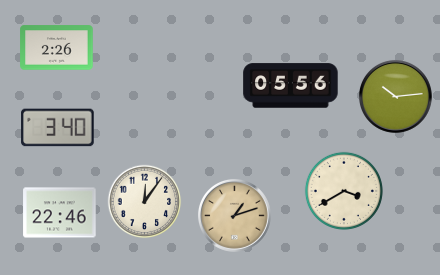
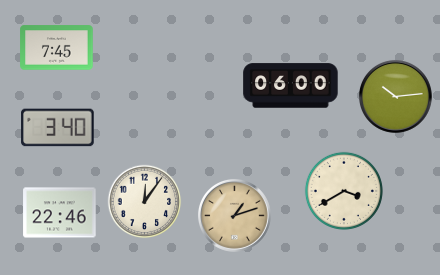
clock at (57, 48): 2:26 -> 7:45
clock at (291, 86): 05:56 -> 06:00
